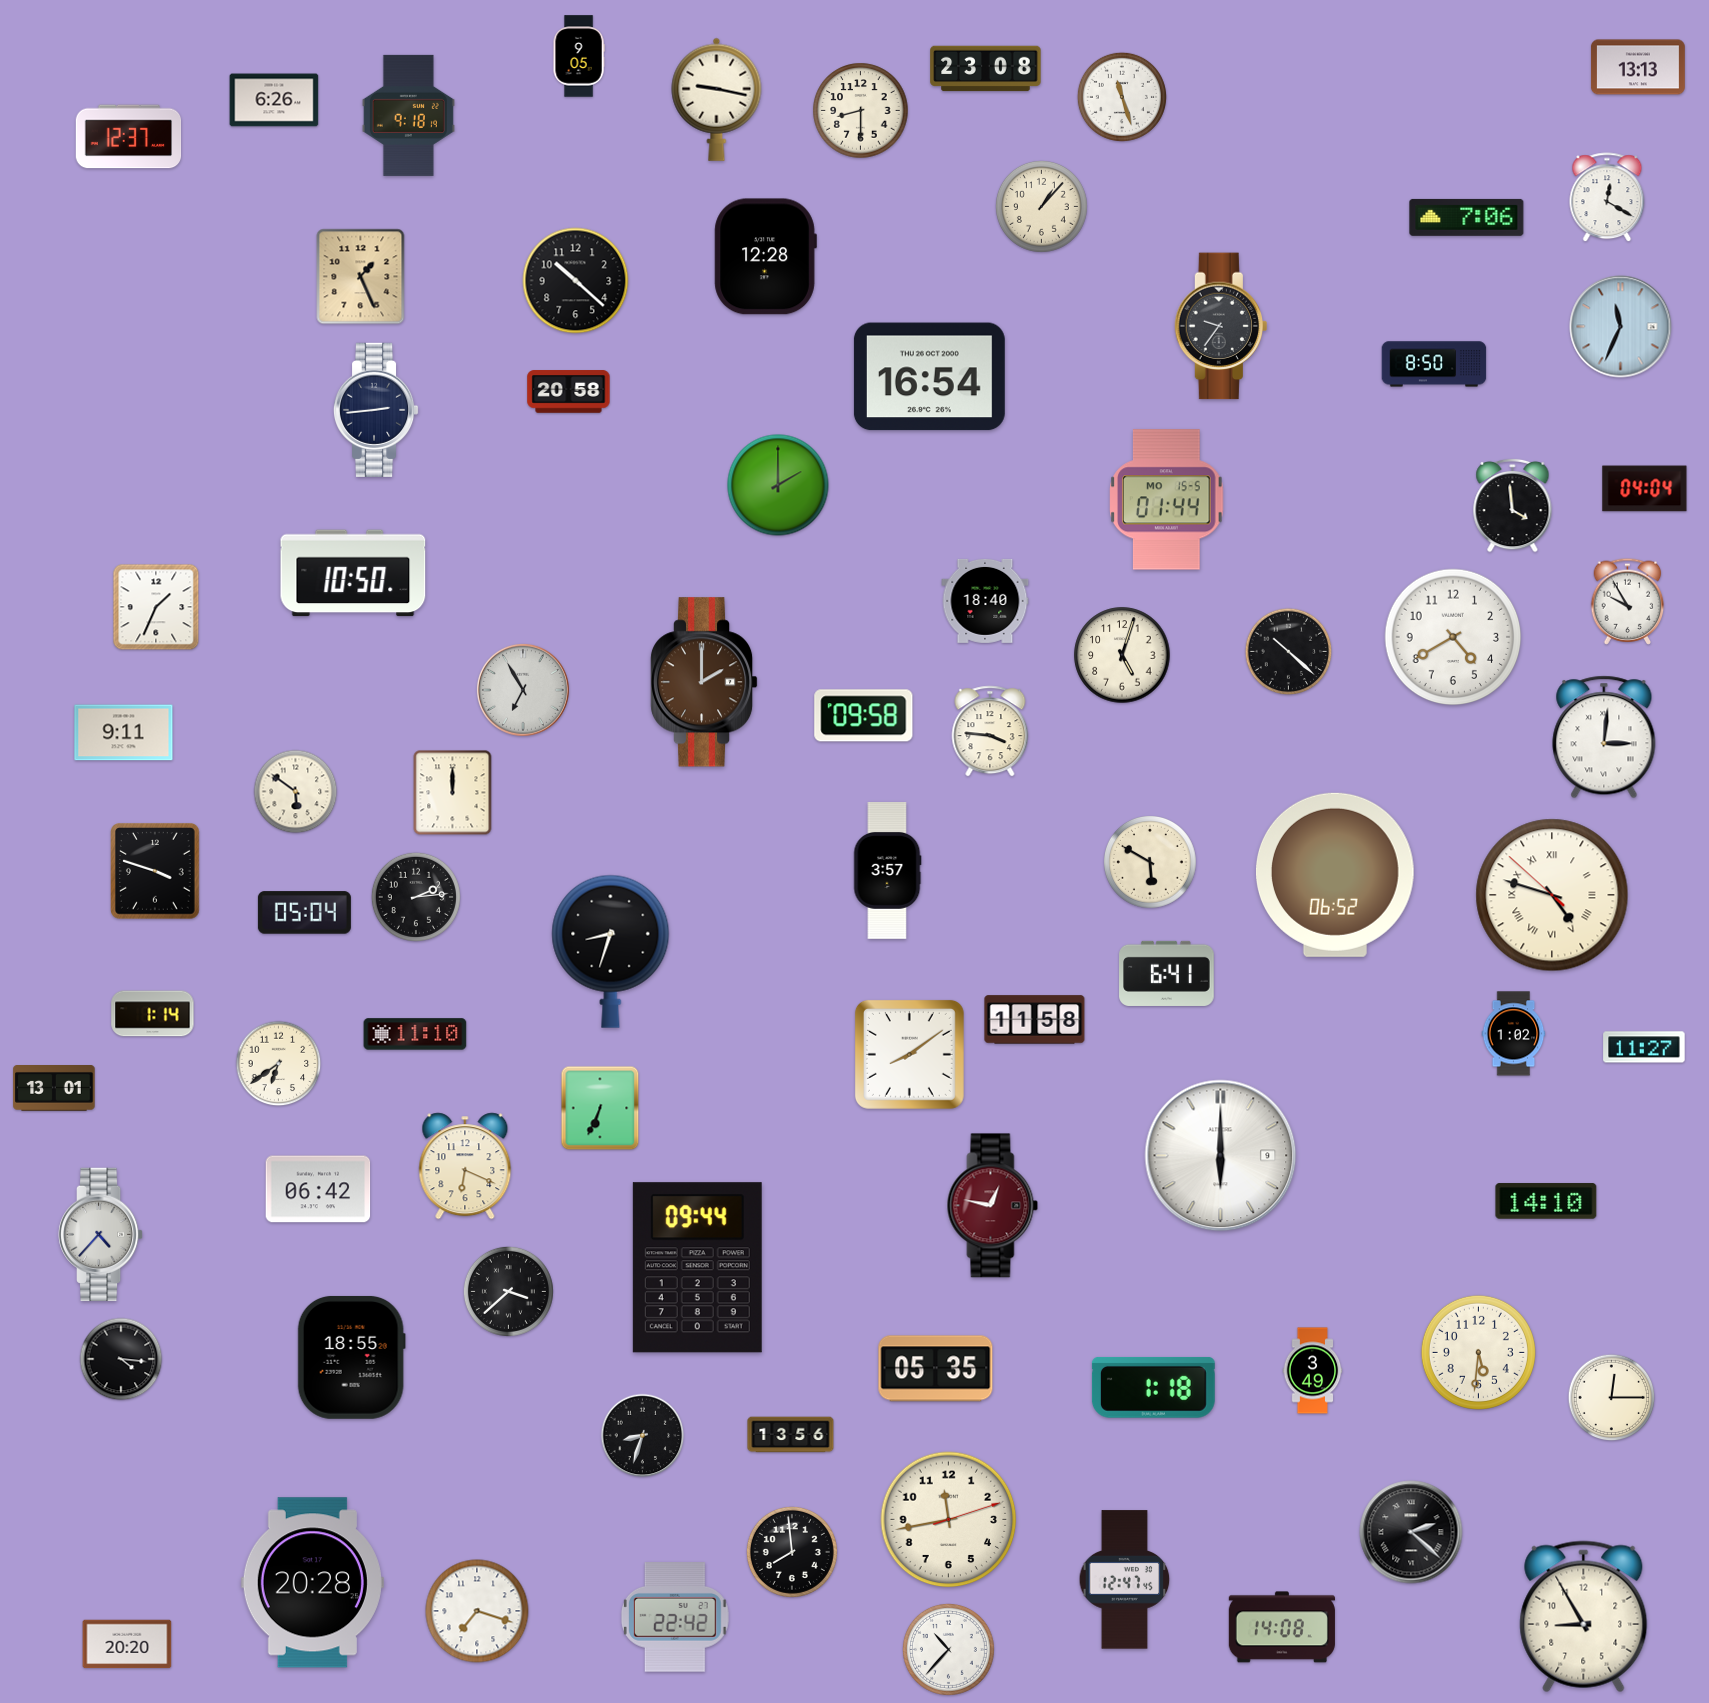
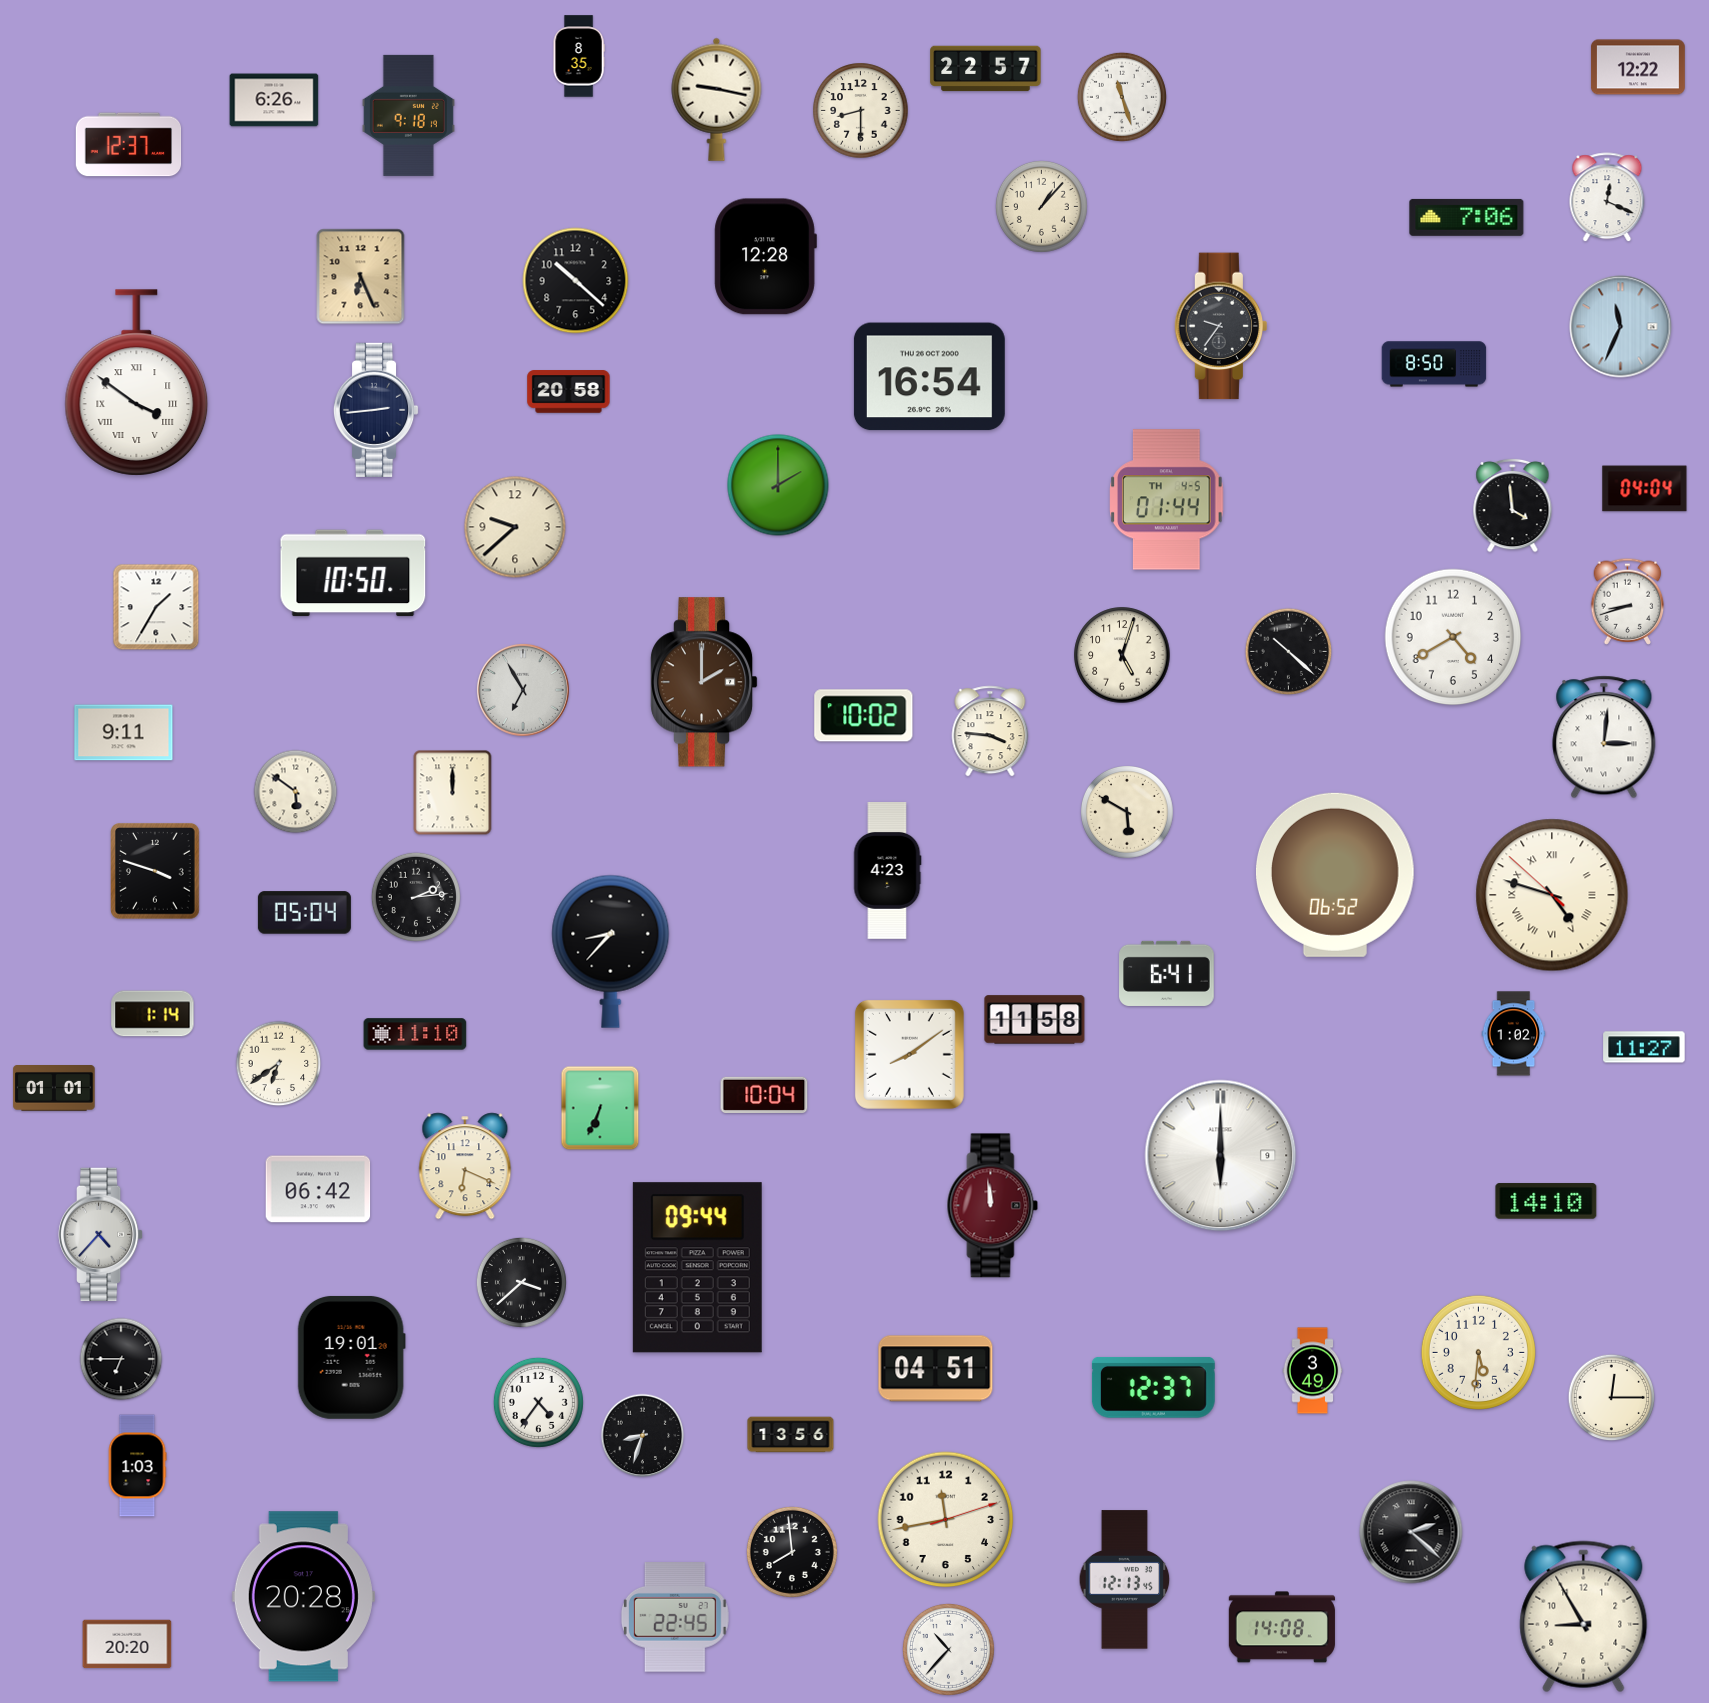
clock at (579, 56): 9:05 -> 8:35
clock at (1638, 67): 13:13 -> 12:22
clock at (986, 69): 23:08 -> 22:57
clock at (129, 137) position: (129, 137) -> (129, 145)
clock at (1607, 198): 12:20 -> 12:19
clock at (361, 277): 1:26 -> 6:26
clock at (137, 383): none -> 3:51
clock at (1167, 500) date: MO 15-5 -> TH 4-5
clock at (515, 527): none -> 9:38
clock at (985, 601): 18:40 -> none
clock at (1628, 601): 9:55 -> 8:42
clock at (156, 607): 1:34 -> 1:35
clock at (864, 716): 09:58 -> 10:02
clock at (1151, 863) position: (1151, 863) -> (1128, 813)
clock at (887, 871): 3:57 -> 4:23
clock at (611, 951): 8:33 -> 8:37
clock at (54, 1089): 13:01 -> 01:01
clock at (764, 1094): none -> 10:04
clock at (993, 1206): 12:47 -> 11:59
clock at (508, 1291) position: (508, 1291) -> (521, 1282)
clock at (351, 1357): 18:55 -> 19:01
clock at (121, 1359): 4:16 -> 6:45
clock at (936, 1369): 05:35 -> 04:51
clock at (1153, 1387): 1:18 -> 12:37
clock at (538, 1402): none -> 4:36
clock at (137, 1466): none -> 1:03
clock at (949, 1520) position: (949, 1520) -> (946, 1520)
clock at (1125, 1580): 12:47 -> 12:13
clock at (312, 1583) position: (312, 1583) -> (303, 1597)
clock at (477, 1611): 7:18 -> none
clock at (675, 1617): 22:42 -> 22:45
